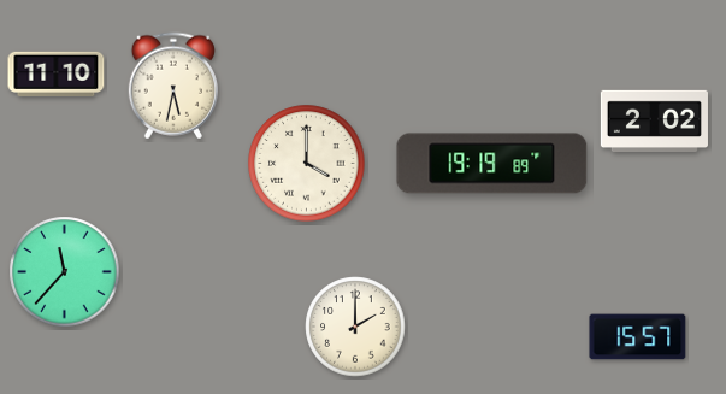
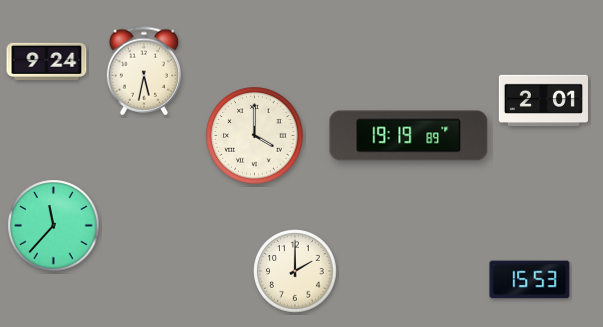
clock at (57, 73): 11:10 -> 9:24
clock at (654, 120): 2:02 -> 2:01
clock at (638, 337): 15:57 -> 15:53
